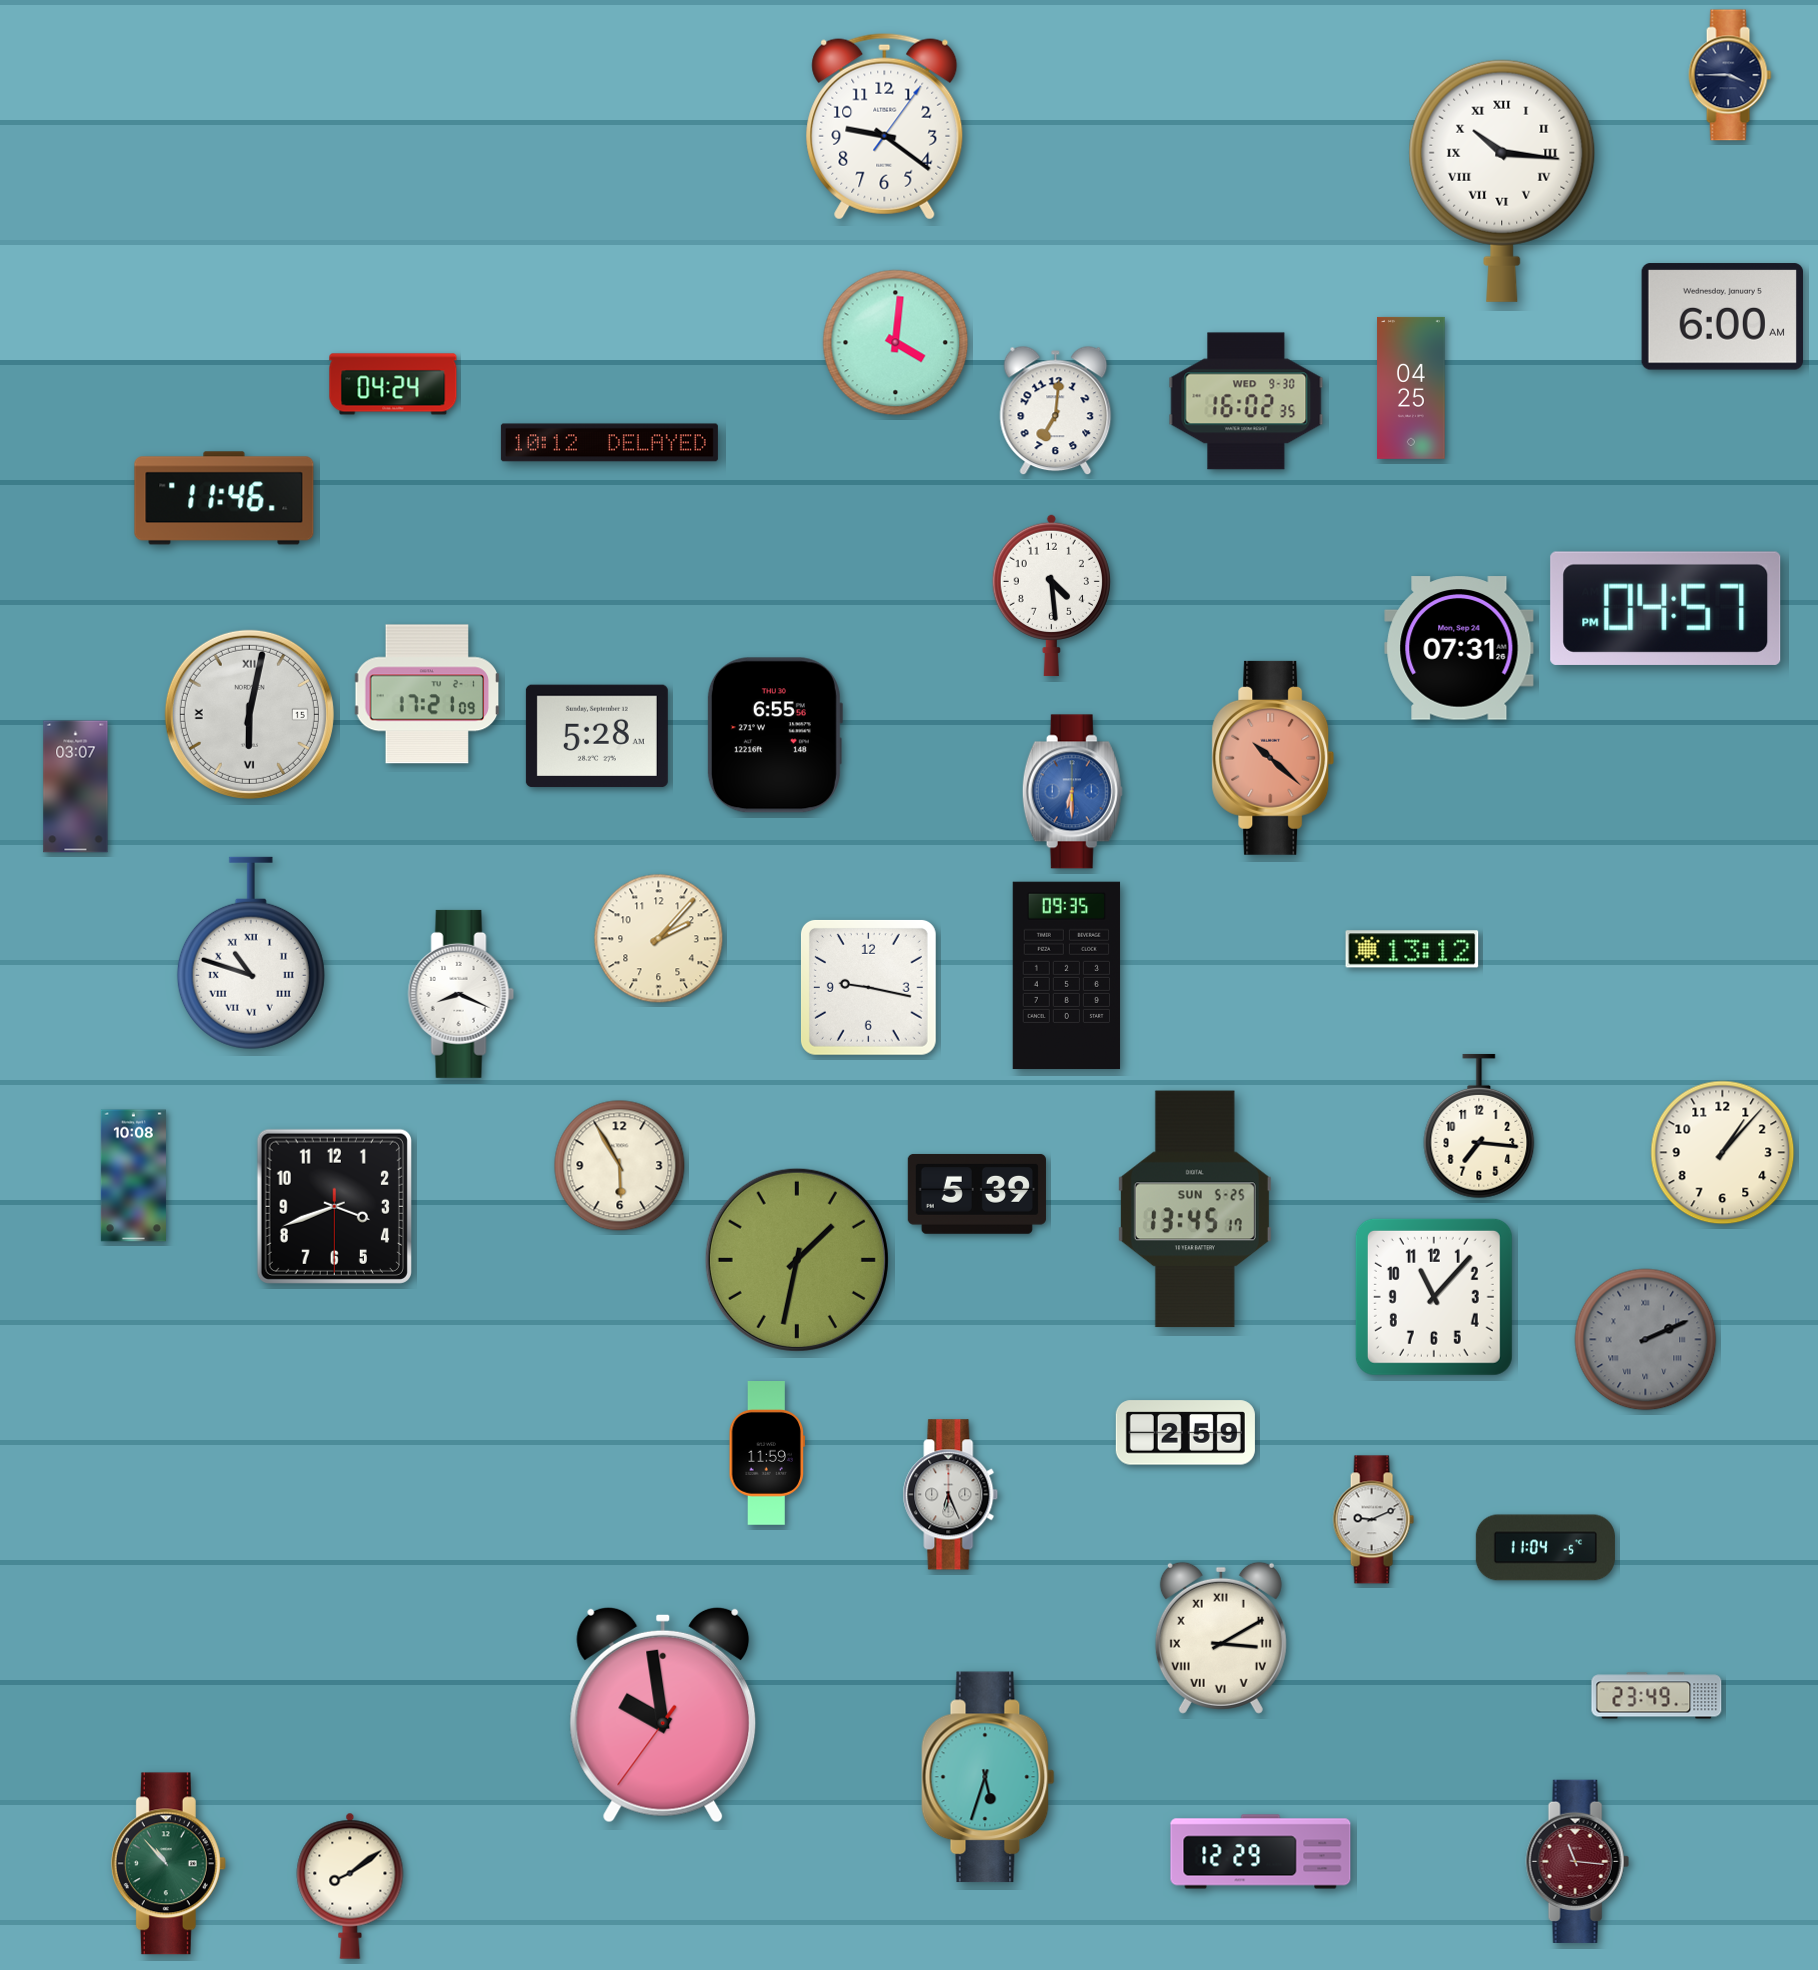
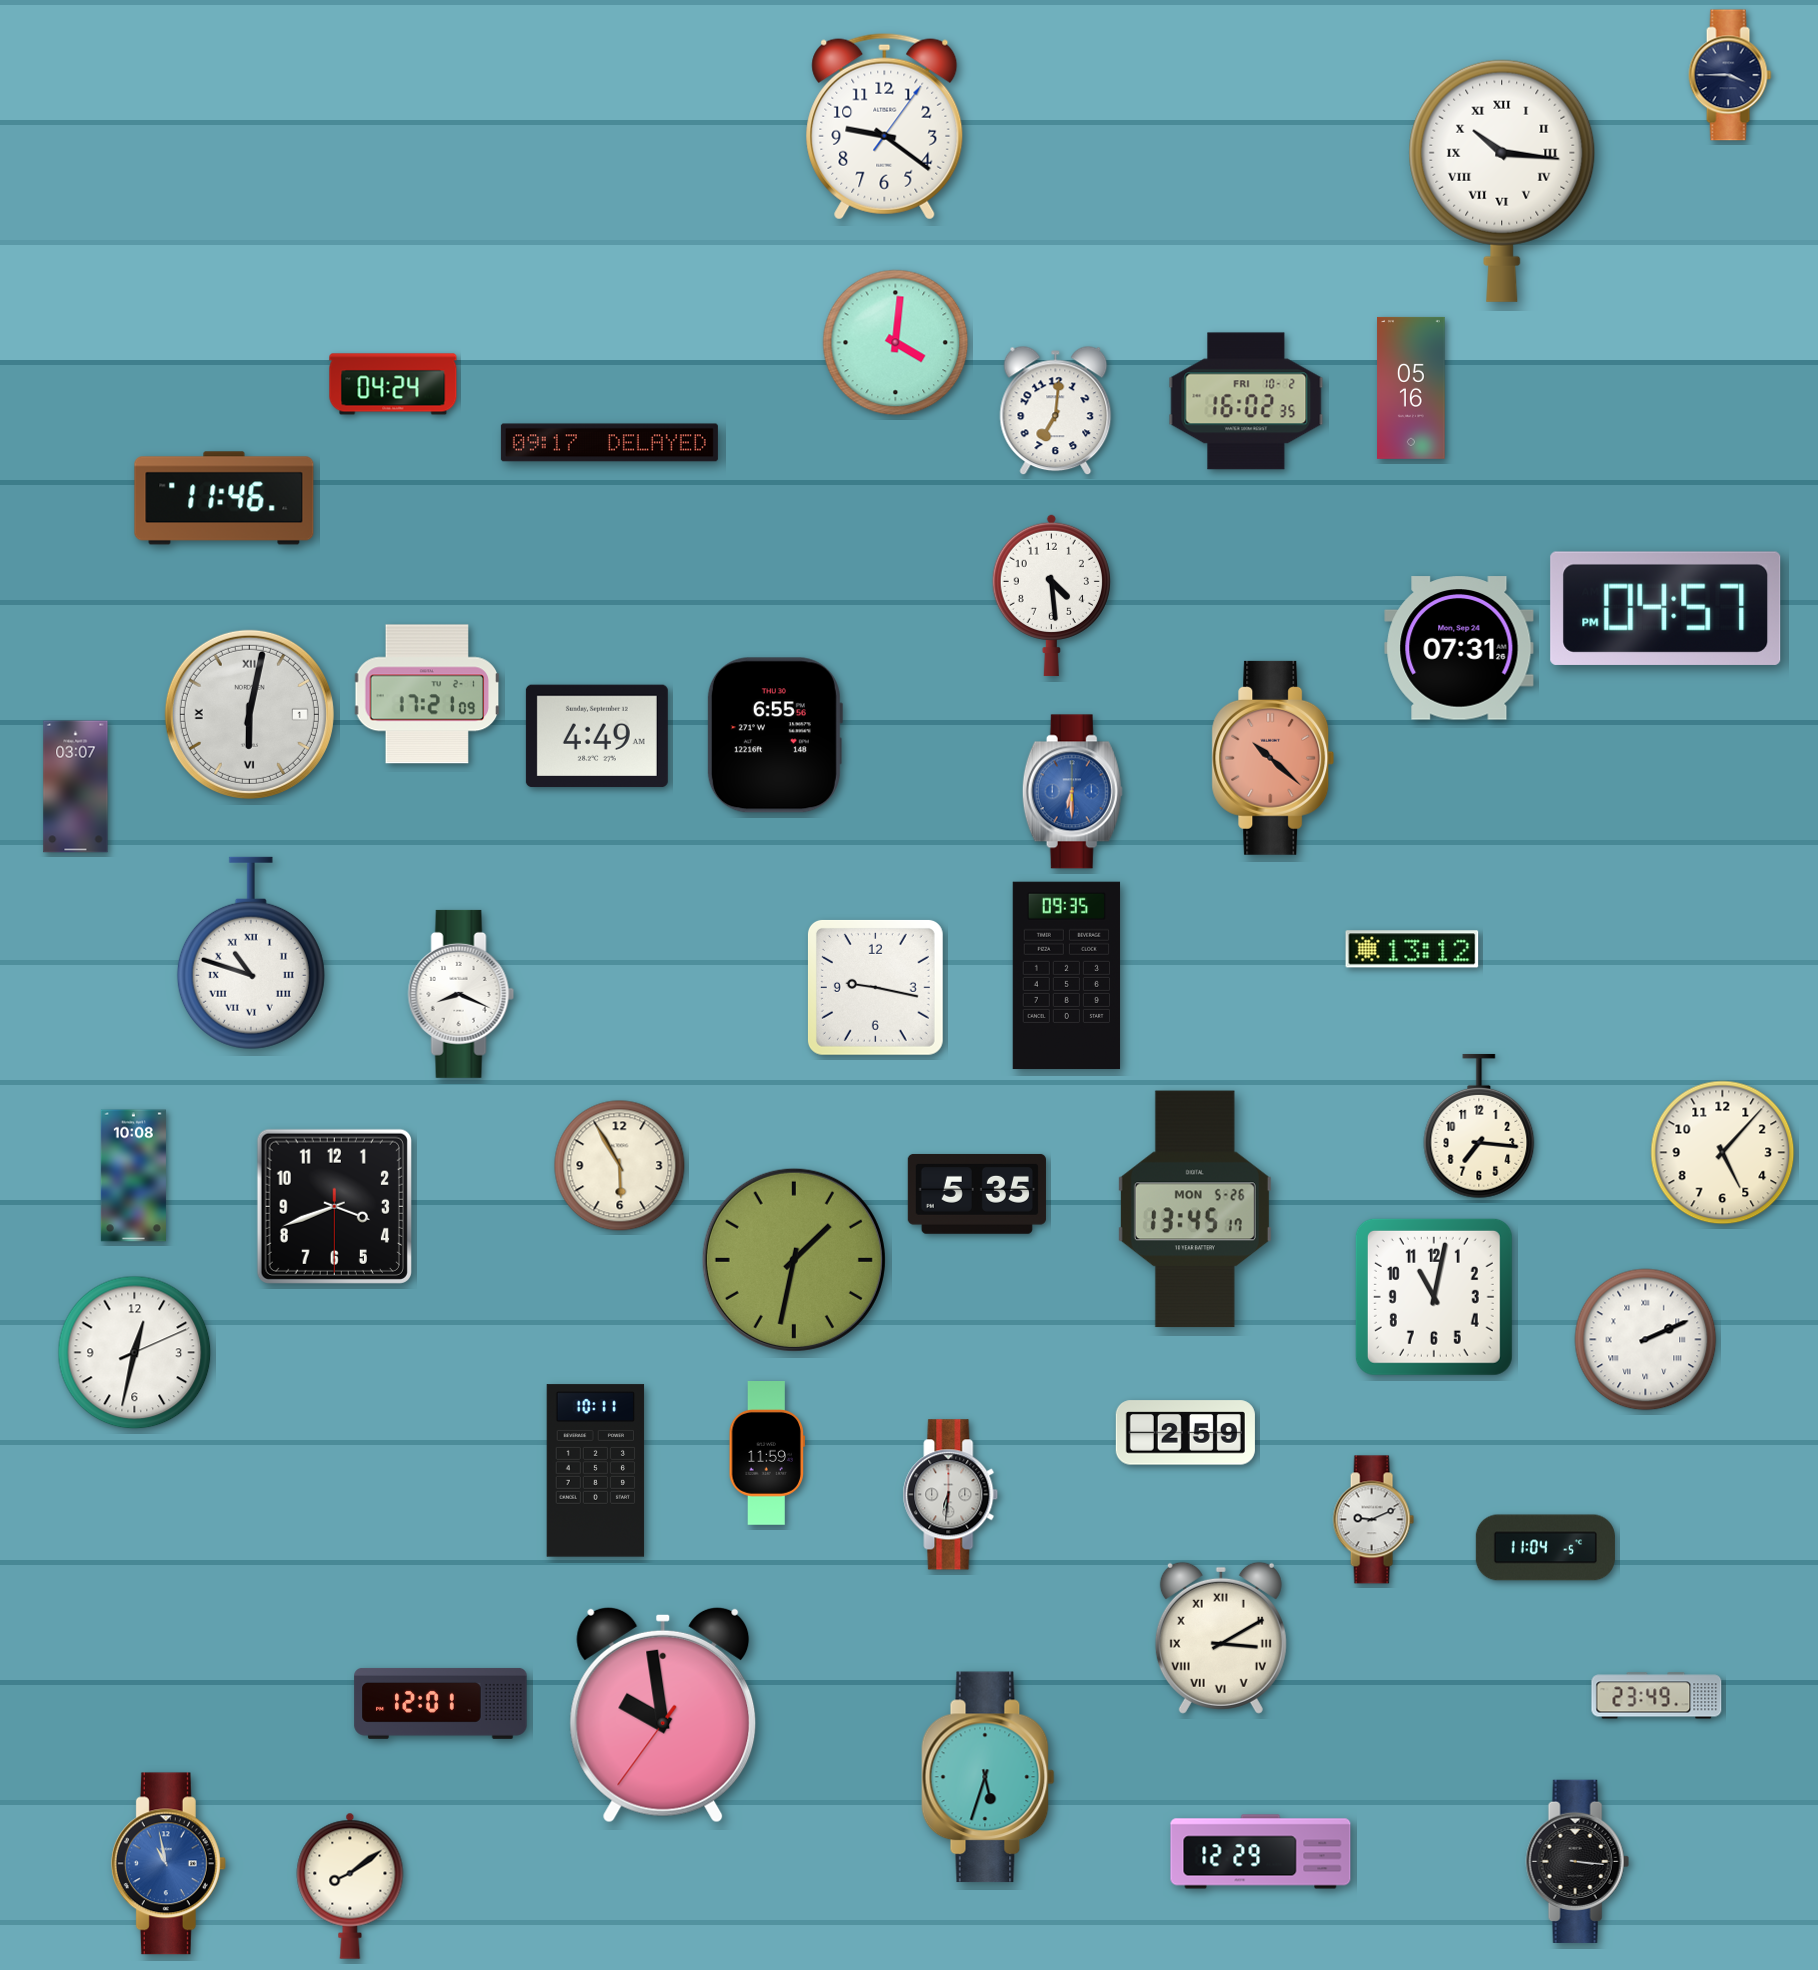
clock at (1722, 317): 6:00 -> none
clock at (1411, 388): 04:25 -> 05:16
clock at (1246, 401) date: WED 9-30 -> FRI 10-2
clock at (609, 443): 10:12 -> 09:17
clock at (249, 714) date: 15 -> 1
clock at (597, 736): 5:28 -> 4:49
clock at (659, 939): 2:07 -> none
clock at (868, 987) position: (868, 987) -> (875, 987)
clock at (1723, 1153): 1:07 -> 5:07
clock at (977, 1194): 5:39 -> 5:35
clock at (1195, 1209) date: SUN 5-25 -> MON 5-26
clock at (797, 1260) position: (797, 1260) -> (794, 1260)
clock at (1434, 1297): 11:07 -> 11:02
clock at (1646, 1340) dial: grey -> white
clock at (135, 1353): none -> 12:32
clock at (596, 1471): none -> 10:11
clock at (951, 1495): 6:26 -> 6:31
clock at (441, 1703): none -> 12:01
clock at (1577, 1861): 11:16 -> 3:16
clock at (1577, 1861) dial: burgundy -> black
clock at (168, 1864): 10:53 -> 10:58
clock at (168, 1864) dial: green -> blue
